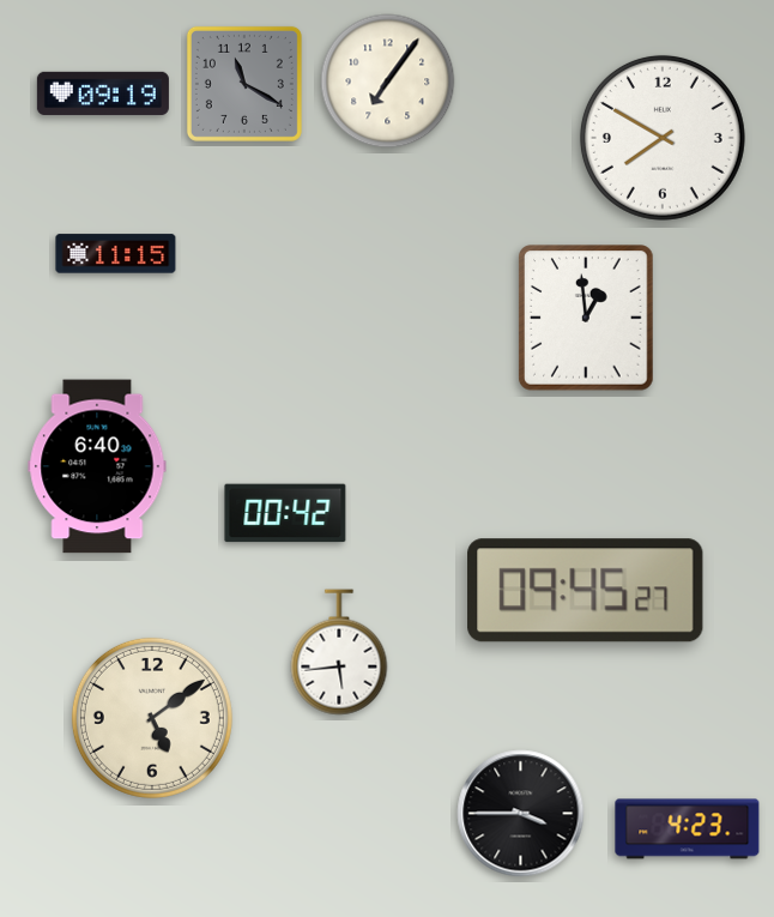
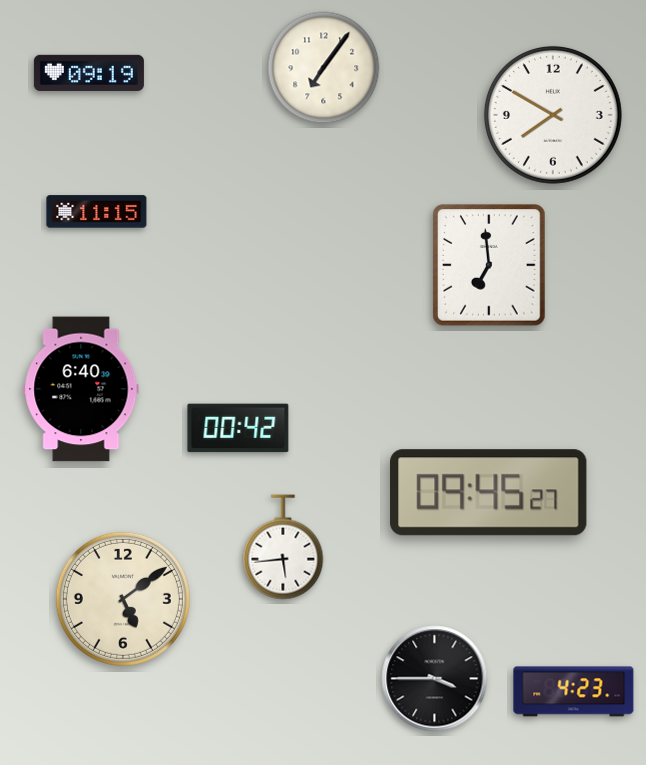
clock at (244, 84): 11:20 -> none
clock at (103, 93) position: (103, 93) -> (89, 73)
clock at (586, 318): 12:59 -> 6:59
clock at (339, 652) position: (339, 652) -> (283, 547)
clock at (152, 718) position: (152, 718) -> (123, 599)
